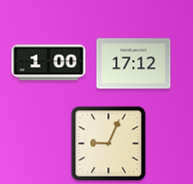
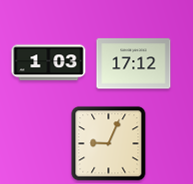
clock at (49, 63): 1:00 -> 1:03
